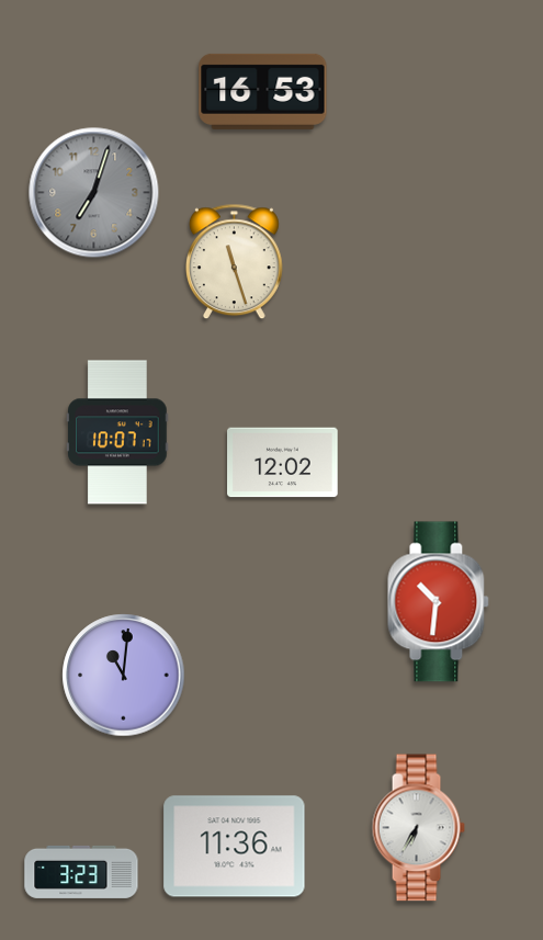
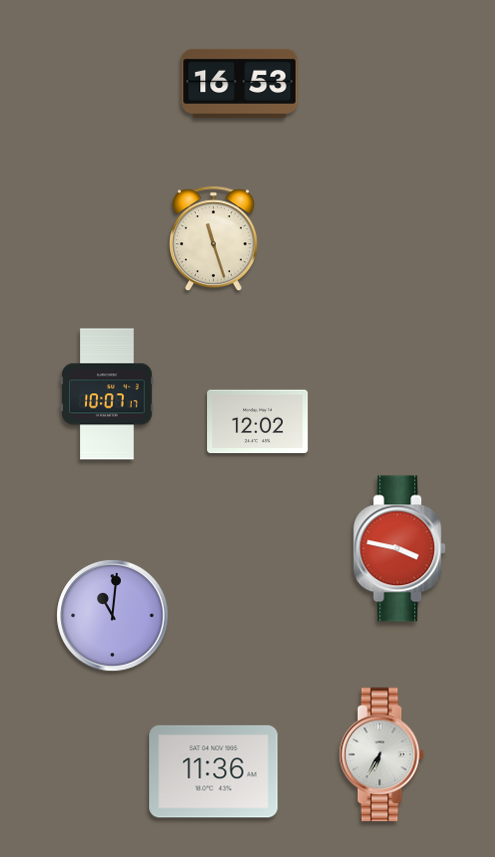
clock at (94, 193): 7:03 -> none
clock at (439, 602): 10:31 -> 3:47
clock at (81, 872): 3:23 -> none
